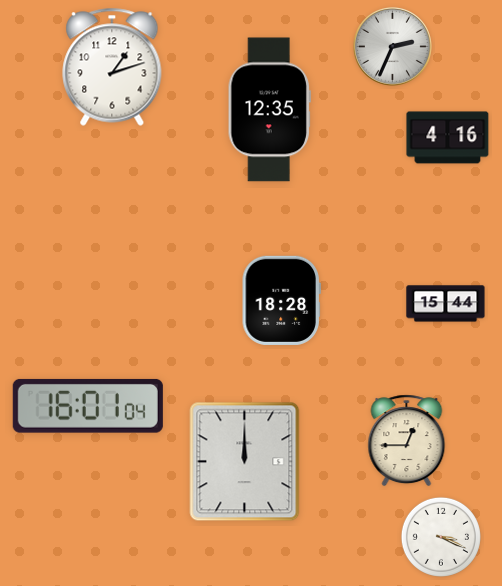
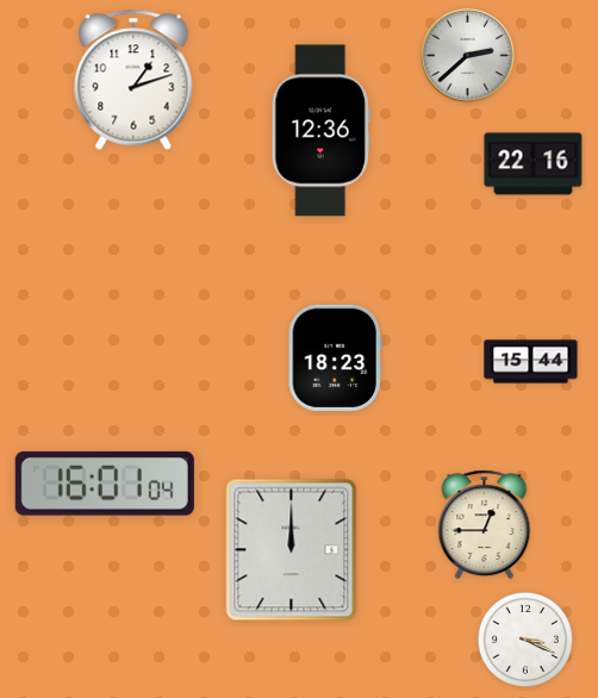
clock at (392, 46): 2:34 -> 2:38
clock at (269, 110): 12:35 -> 12:36
clock at (448, 138): 4:16 -> 22:16
clock at (281, 300): 18:28 -> 18:23
